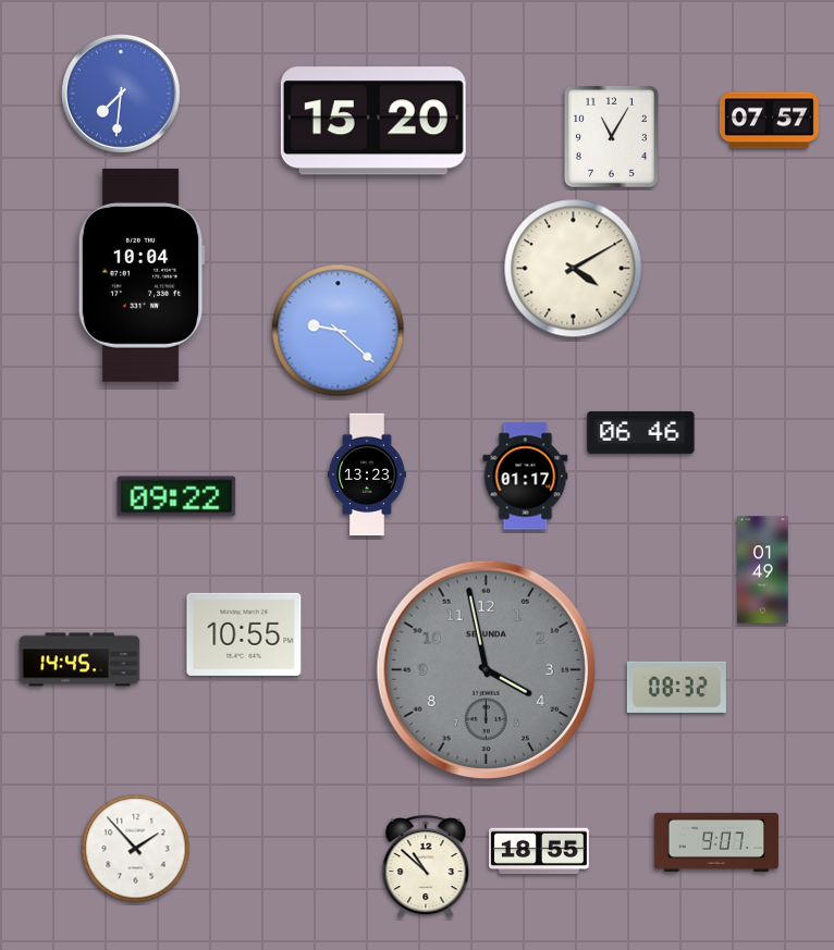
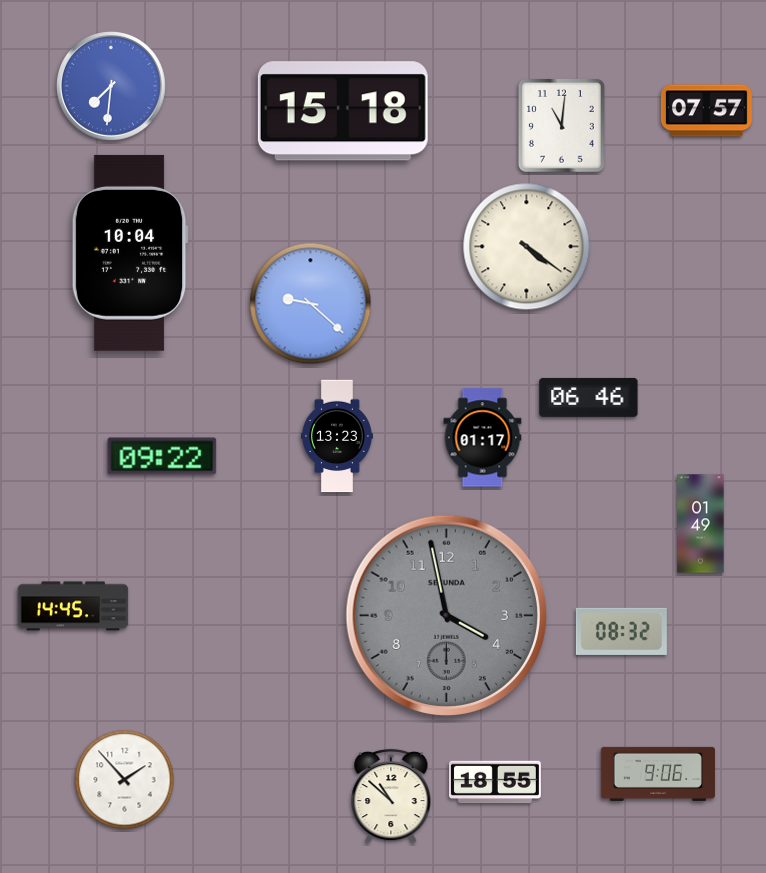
clock at (373, 121): 15:20 -> 15:18
clock at (611, 137): 11:05 -> 11:01
clock at (574, 269): 4:10 -> 4:21
clock at (244, 634): 10:55 -> none
clock at (716, 842): 9:07 -> 9:06
